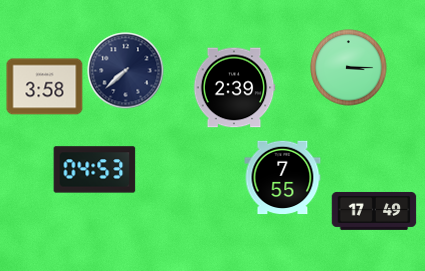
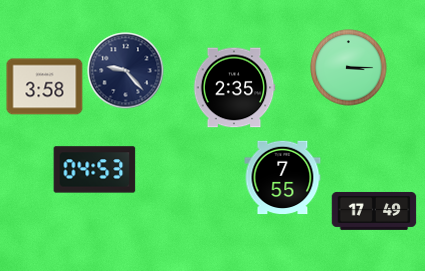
clock at (126, 71): 7:38 -> 9:23
clock at (234, 88): 2:39 -> 2:35
